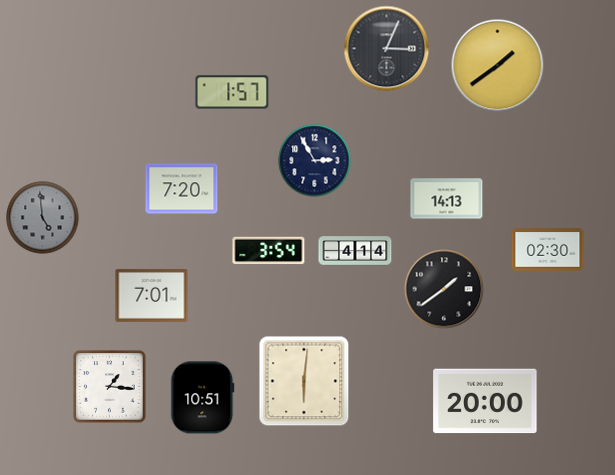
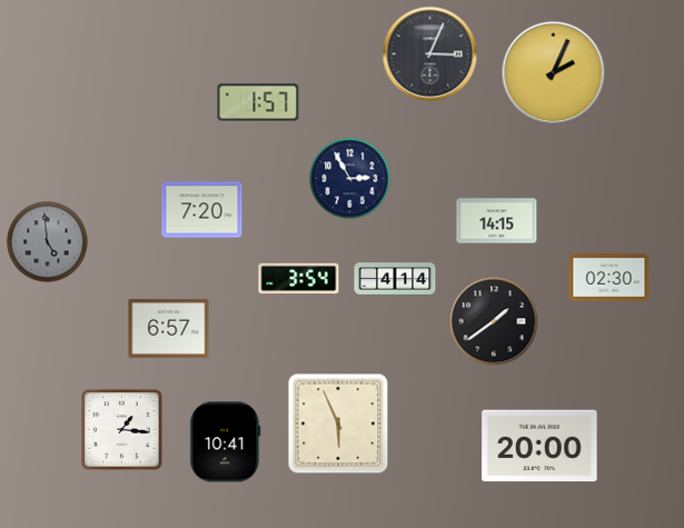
clock at (498, 66): 1:39 -> 2:04
clock at (447, 199): 14:13 -> 14:15
clock at (152, 295): 7:01 -> 6:57
clock at (304, 381): 6:01 -> 5:56
clock at (203, 398): 10:51 -> 10:41
